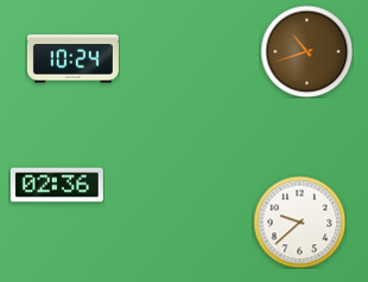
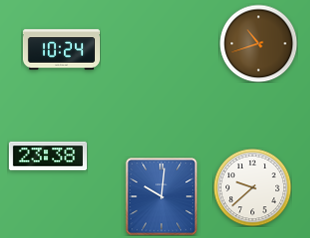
clock at (57, 185): 02:36 -> 23:38
clock at (162, 196): none -> 10:01
